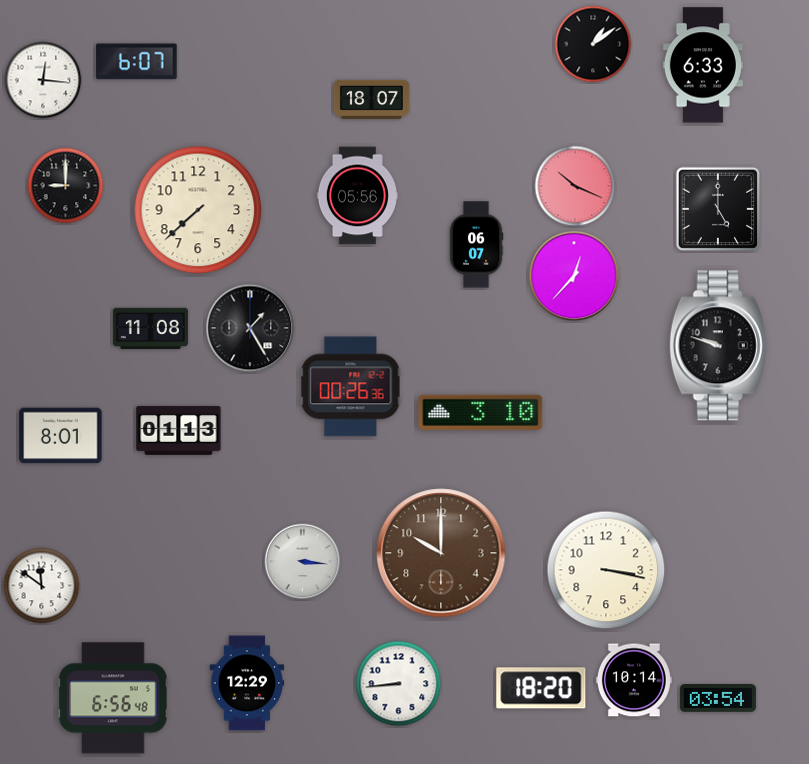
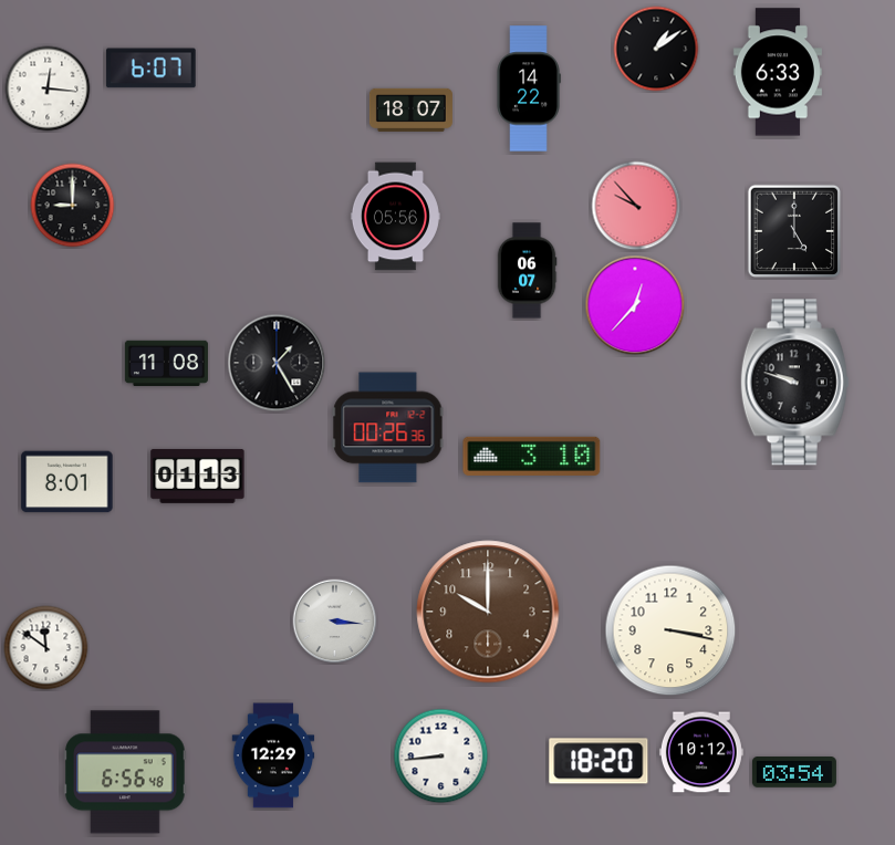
clock at (529, 88): none -> 14:22
clock at (575, 186): 10:19 -> 9:53
clock at (198, 210): 7:38 -> none
clock at (634, 680): 10:14 -> 10:12
